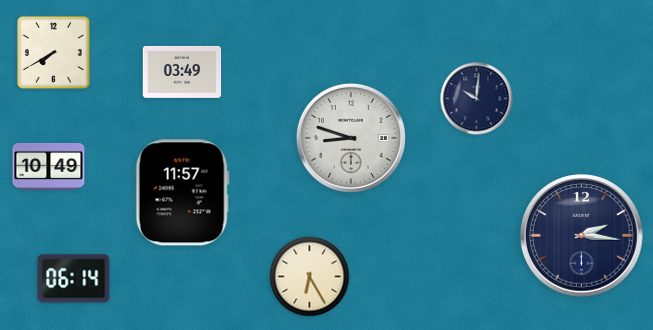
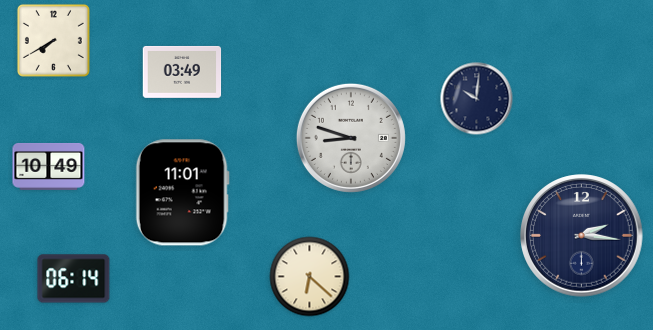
clock at (53, 52) position: (53, 52) -> (53, 40)
clock at (182, 193): 11:57 -> 11:01
clock at (310, 277): 6:25 -> 6:22
